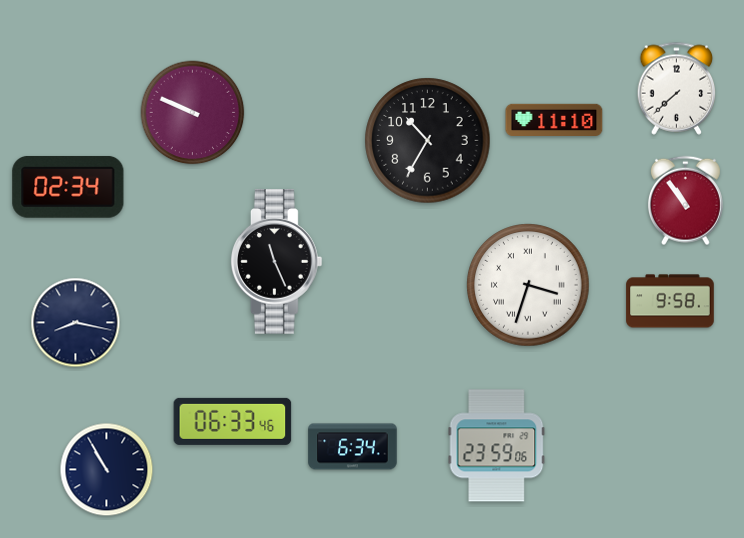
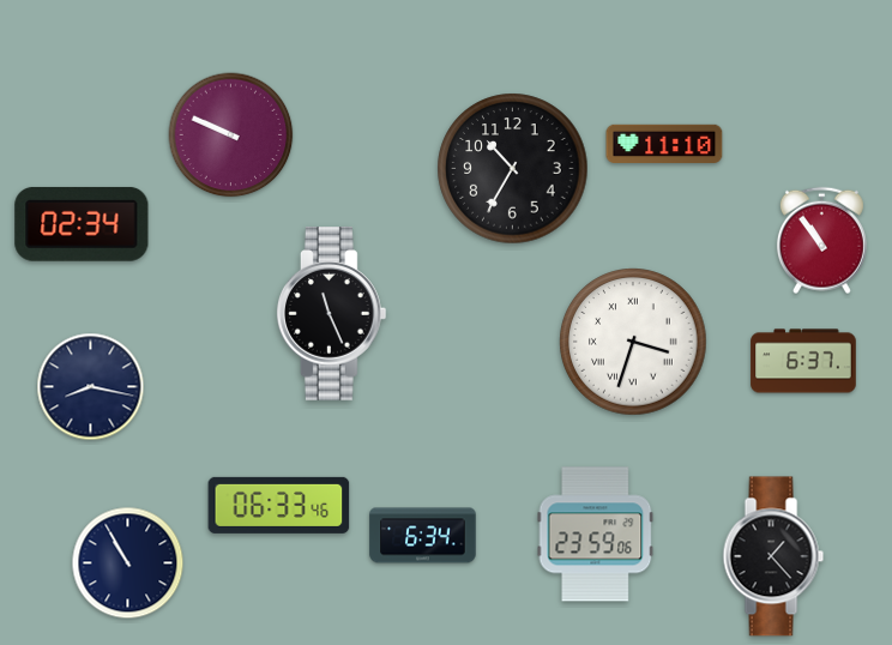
clock at (677, 88): 7:38 -> none
clock at (670, 301): 9:58 -> 6:37
clock at (773, 556): none -> 1:23
